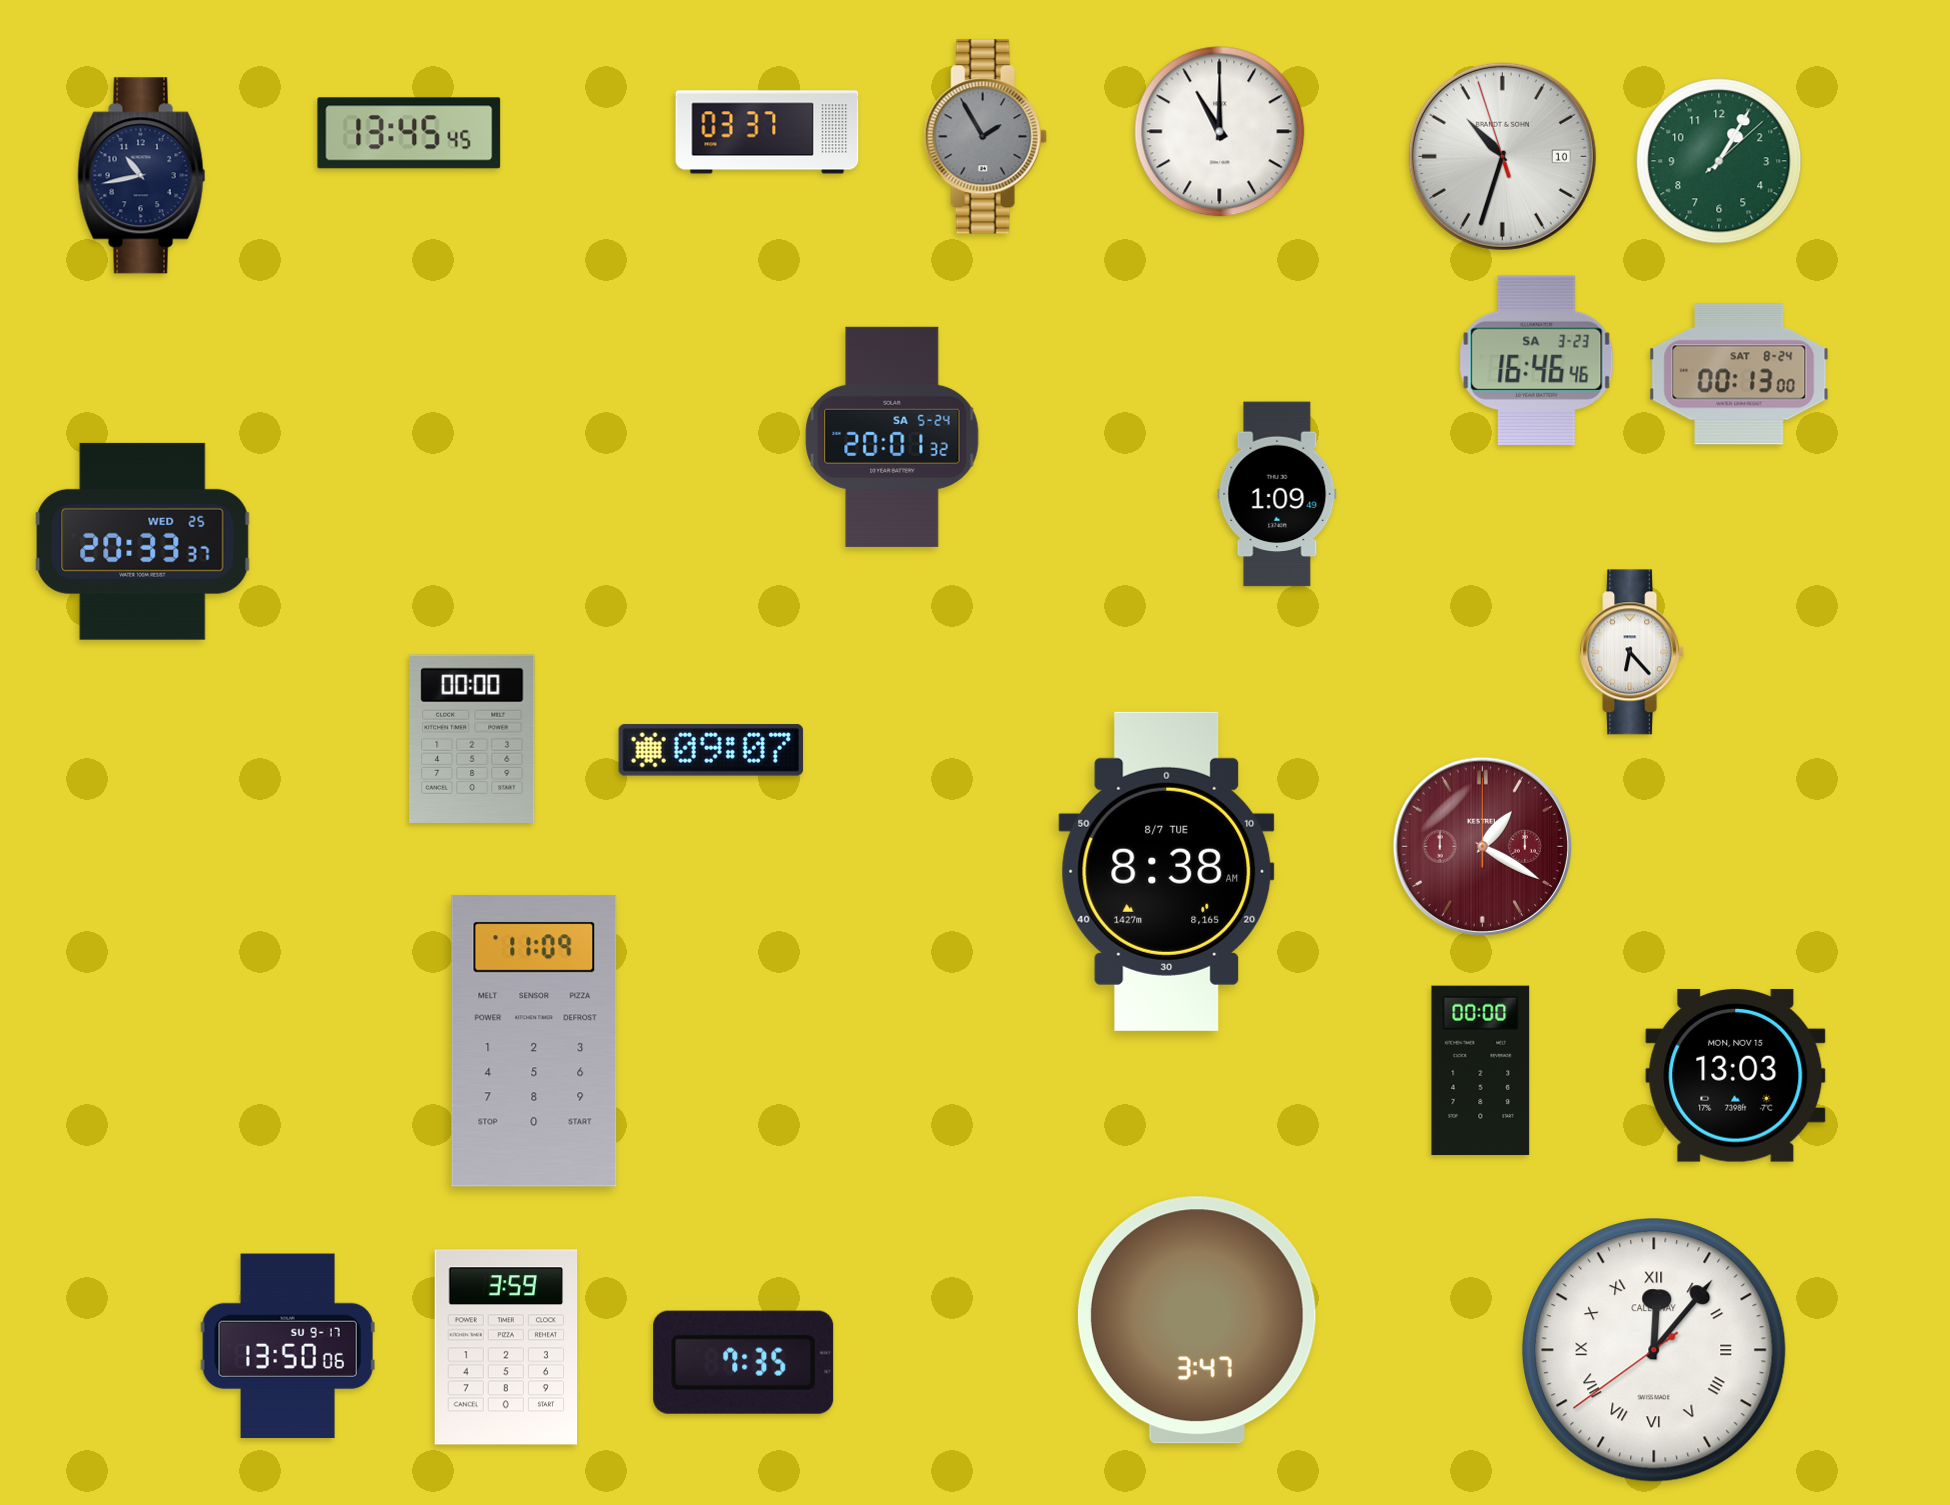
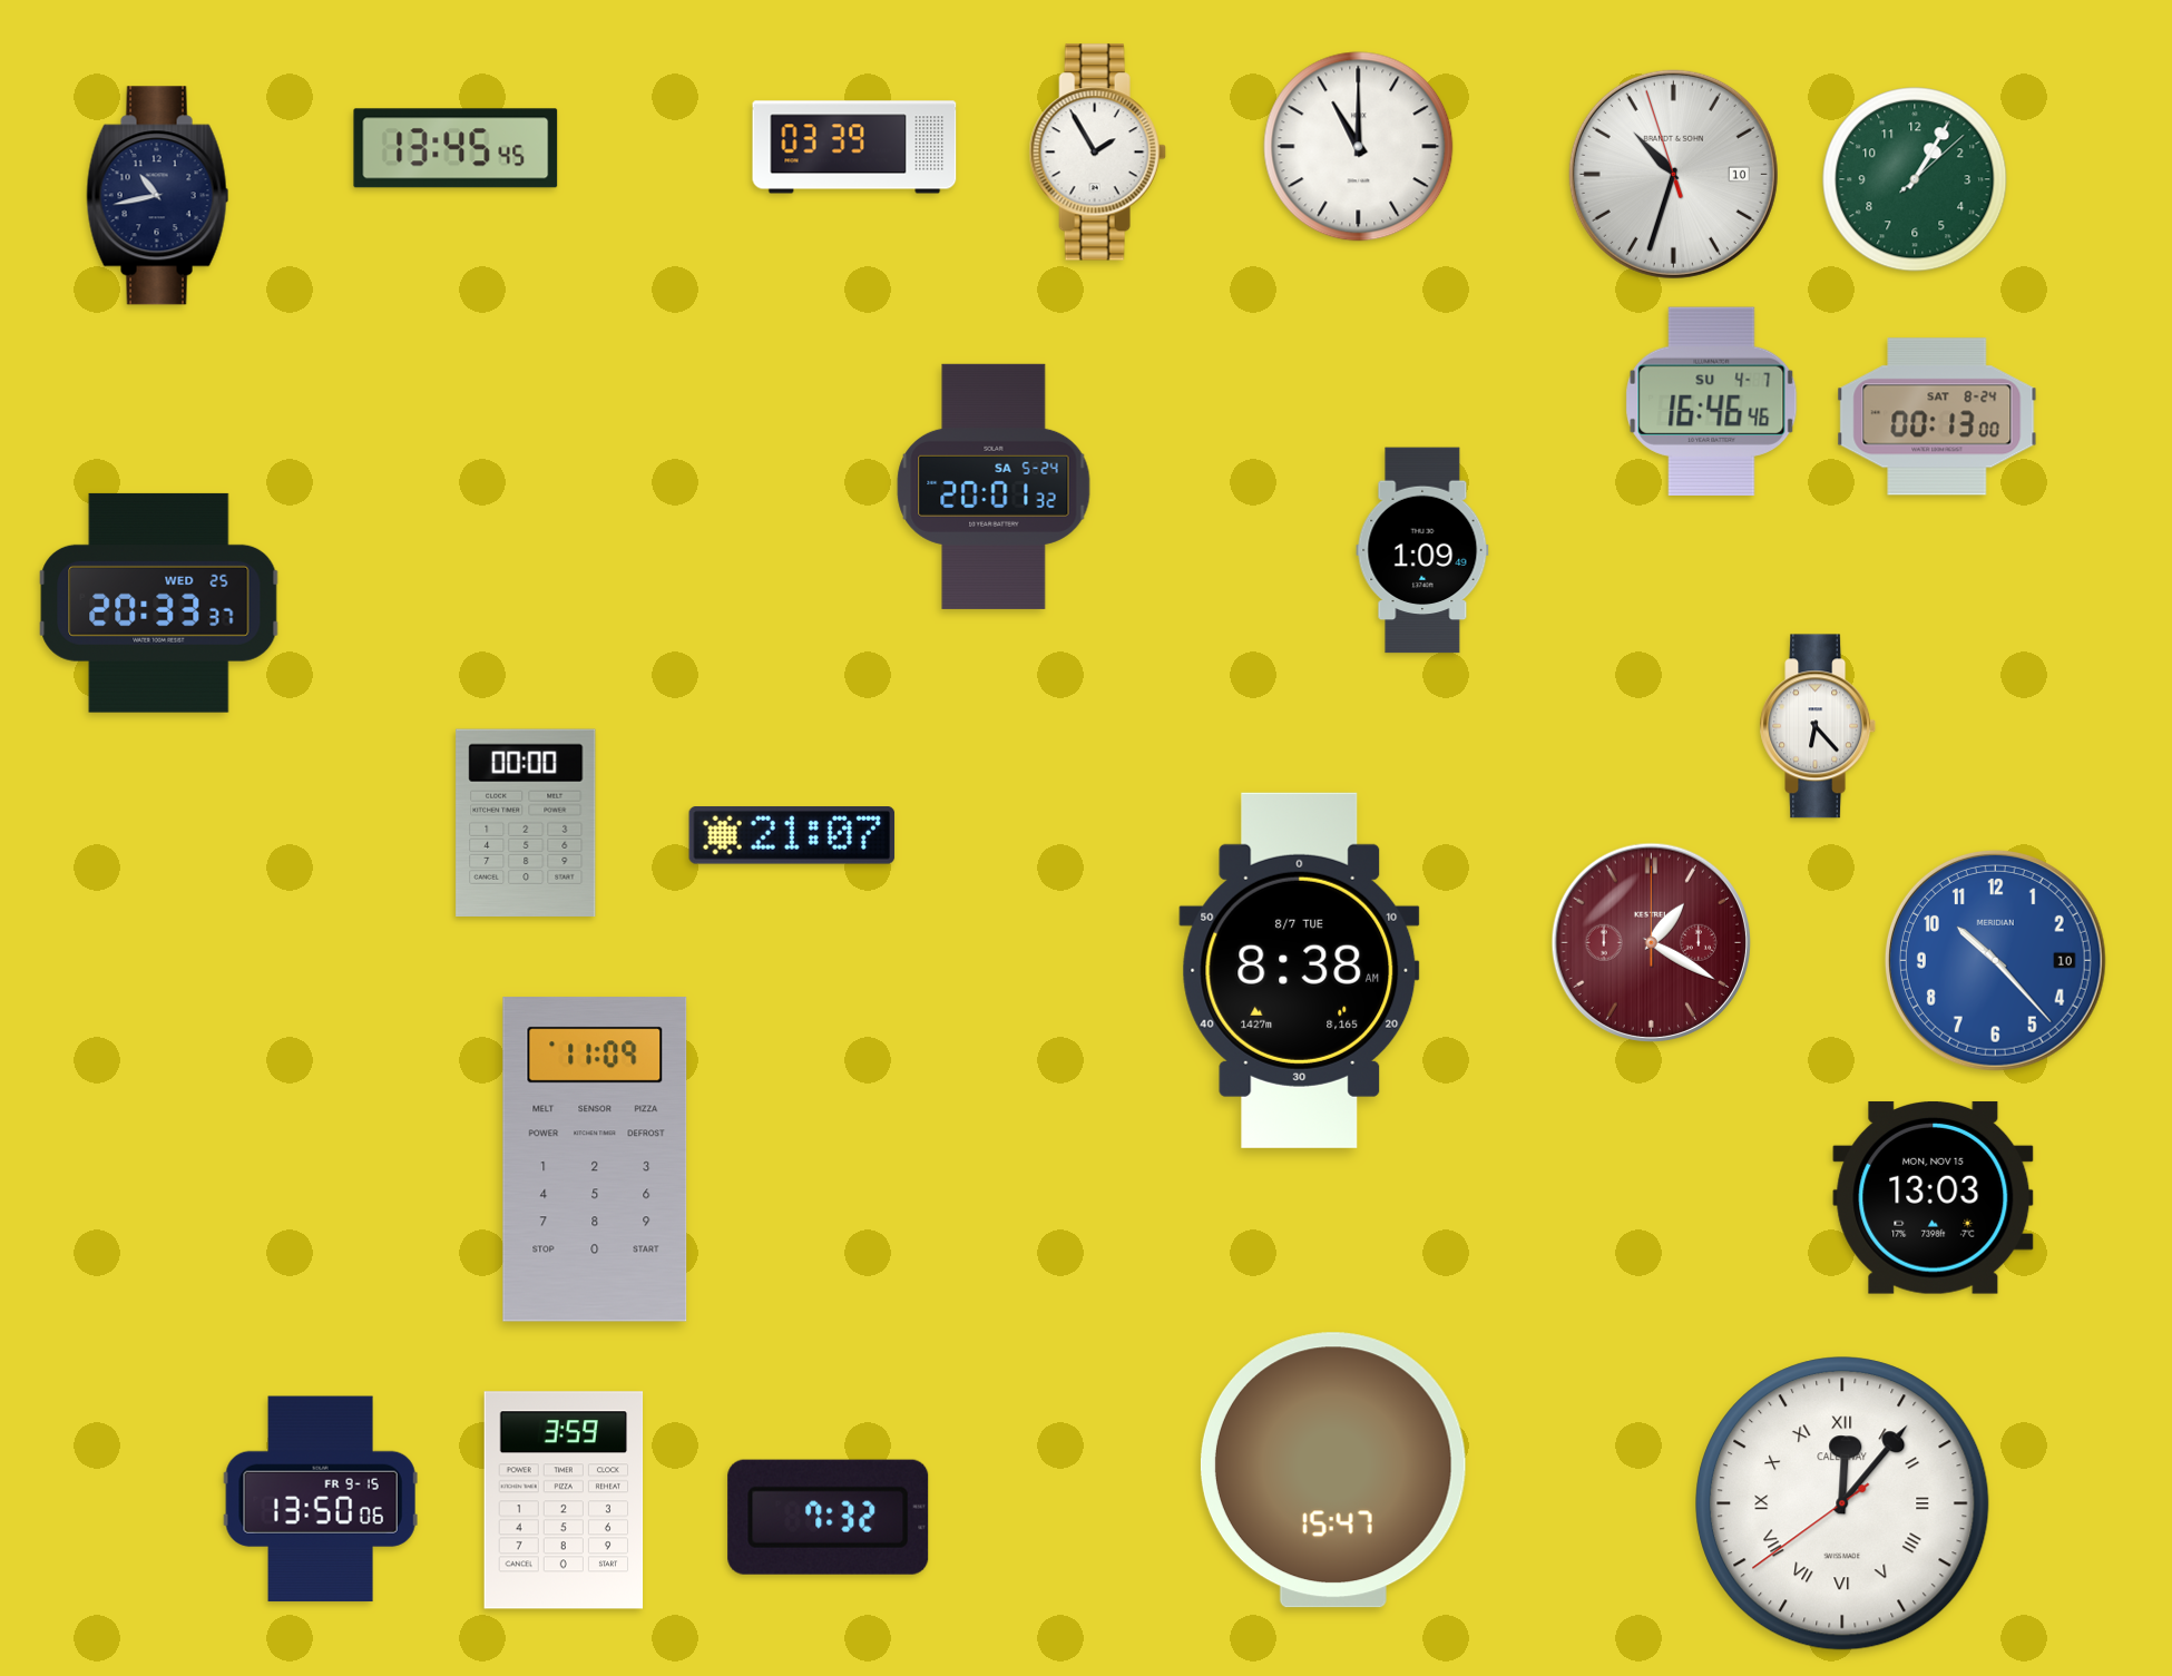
clock at (767, 132): 03:37 -> 03:39
clock at (985, 137) dial: grey -> white
clock at (1537, 360) date: SA 3-23 -> SU 4-7
clock at (711, 750): 09:07 -> 21:07
clock at (1995, 960): none -> 10:23
clock at (1481, 1070): 00:00 -> none
clock at (1197, 1320): 3:47 -> 15:47
clock at (288, 1346) date: SU 9-17 -> FR 9-15
clock at (744, 1362): 7:35 -> 7:32
